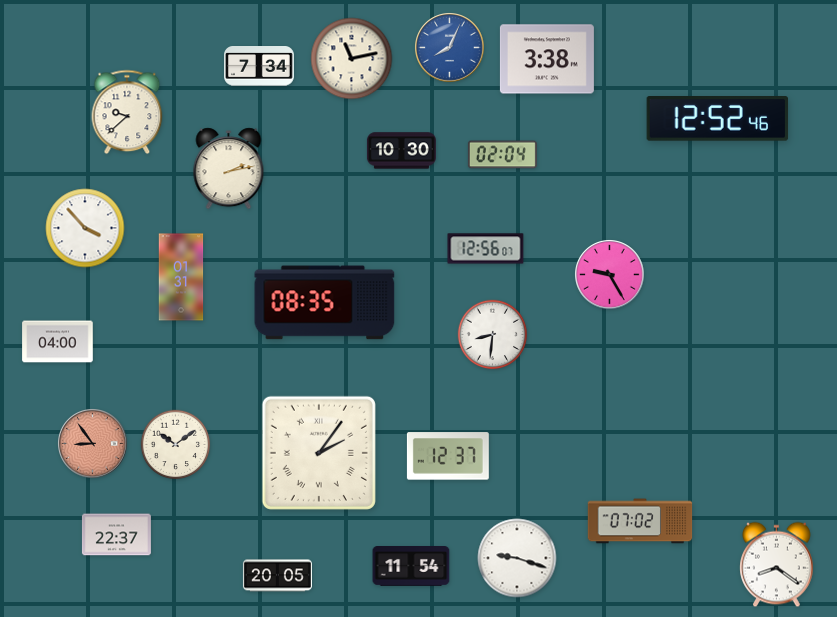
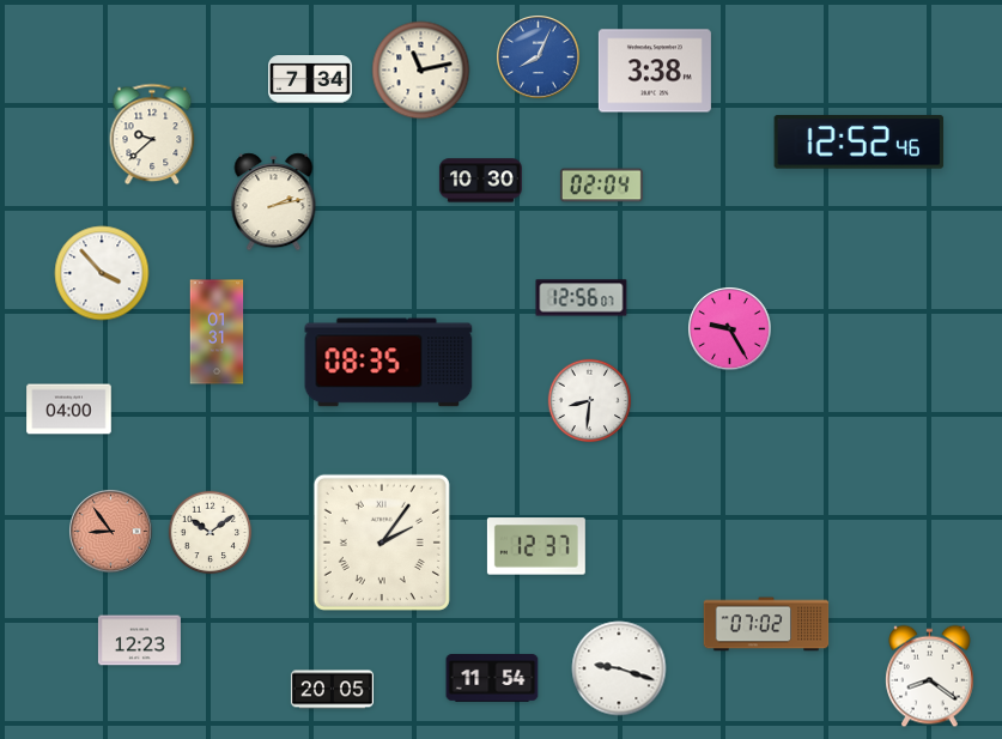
clock at (116, 535): 22:37 -> 12:23
